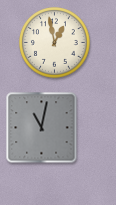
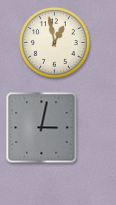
clock at (42, 128): 11:02 -> 3:02
